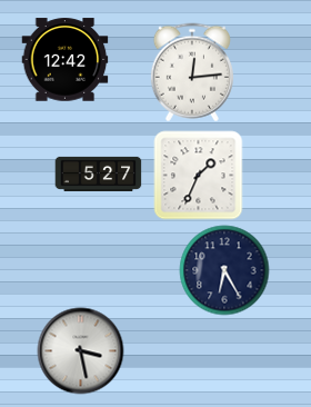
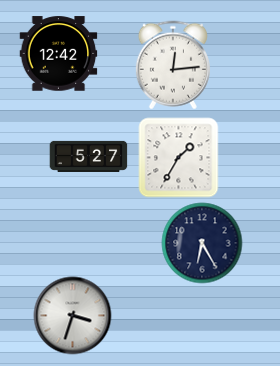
clock at (198, 175): 1:34 -> 1:35
clock at (80, 350): 3:28 -> 3:33
